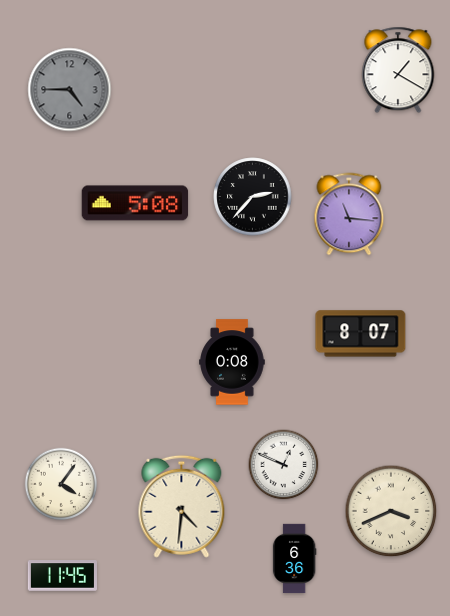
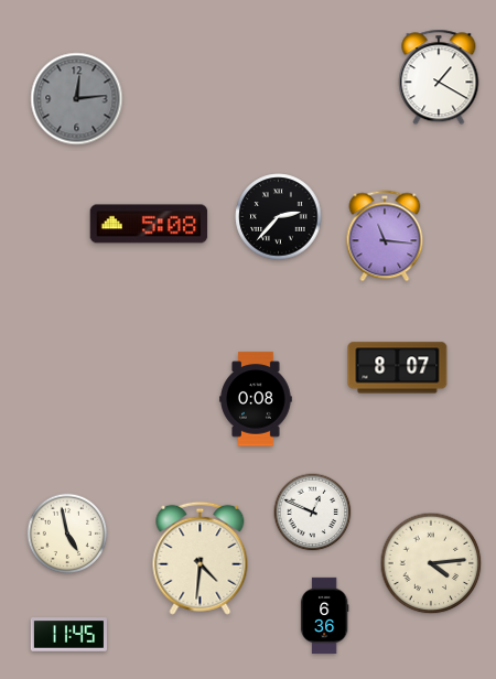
clock at (70, 90): 4:45 -> 12:14
clock at (61, 484): 4:06 -> 4:58
clock at (391, 511): 3:41 -> 4:14
